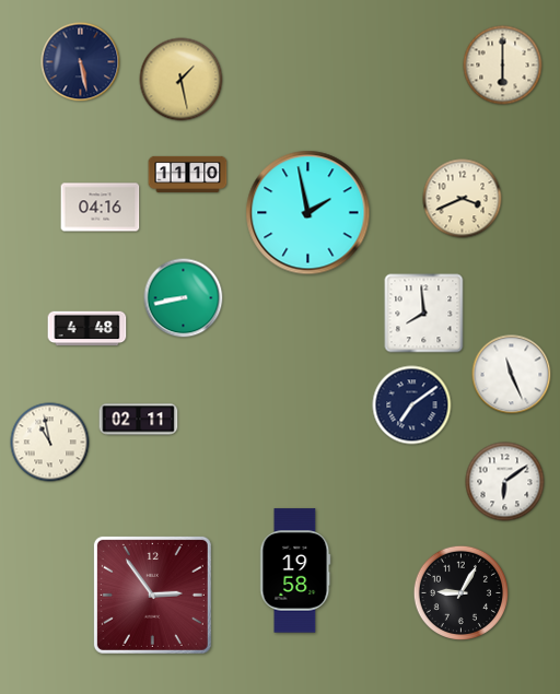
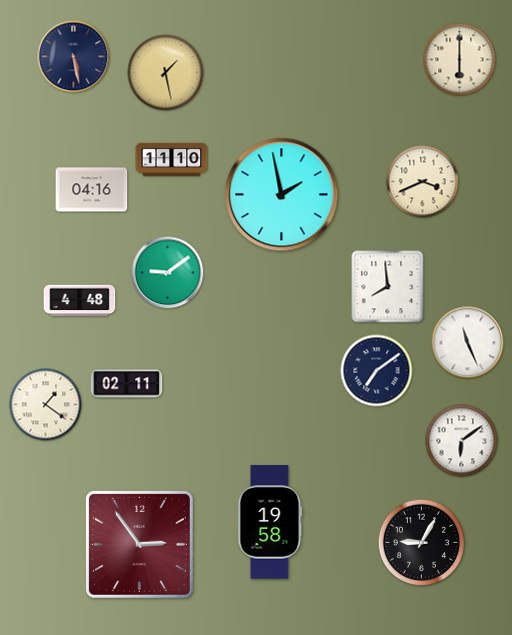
clock at (184, 298): 8:43 -> 9:09
clock at (50, 443): 10:58 -> 1:21
